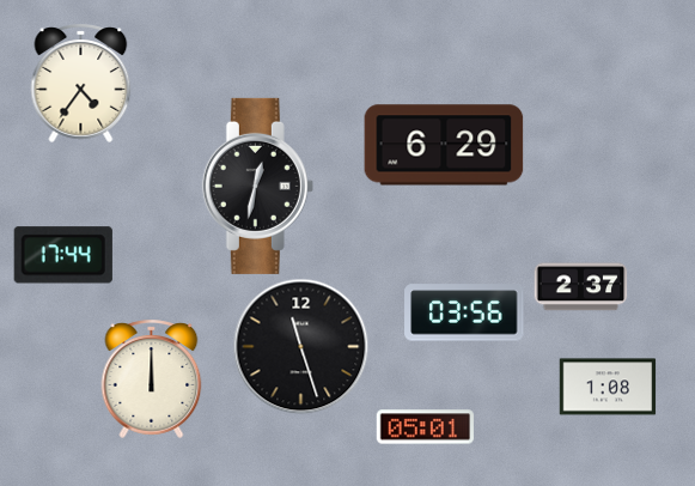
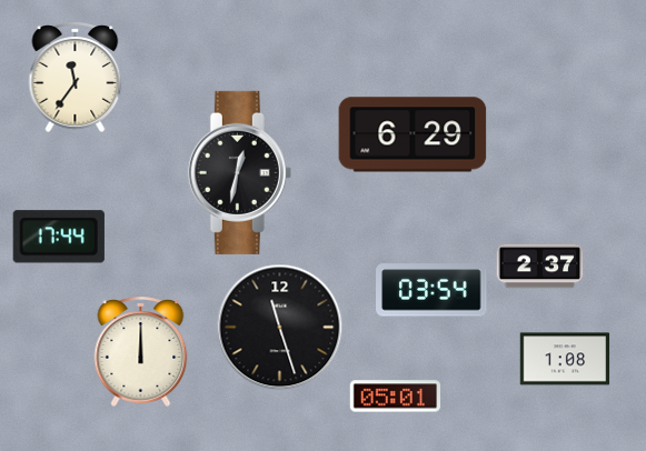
clock at (81, 83): 4:36 -> 11:36
clock at (464, 312): 03:56 -> 03:54
clock at (300, 346) position: (300, 346) -> (279, 327)
